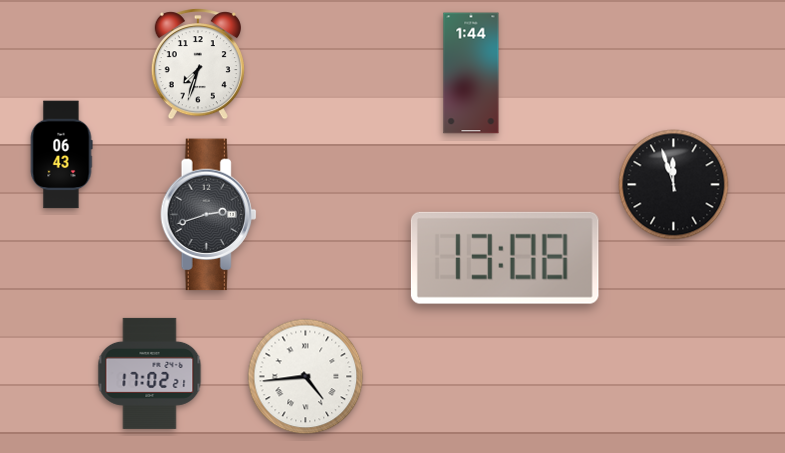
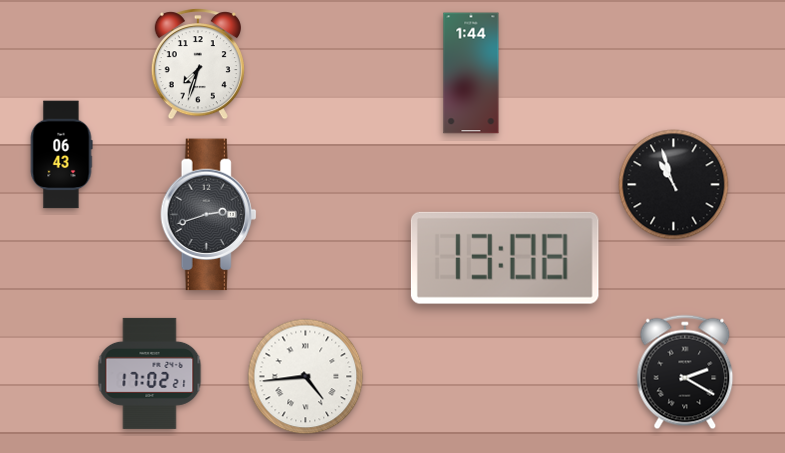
clock at (674, 185): 11:57 -> 10:57
clock at (685, 372): none -> 2:20
